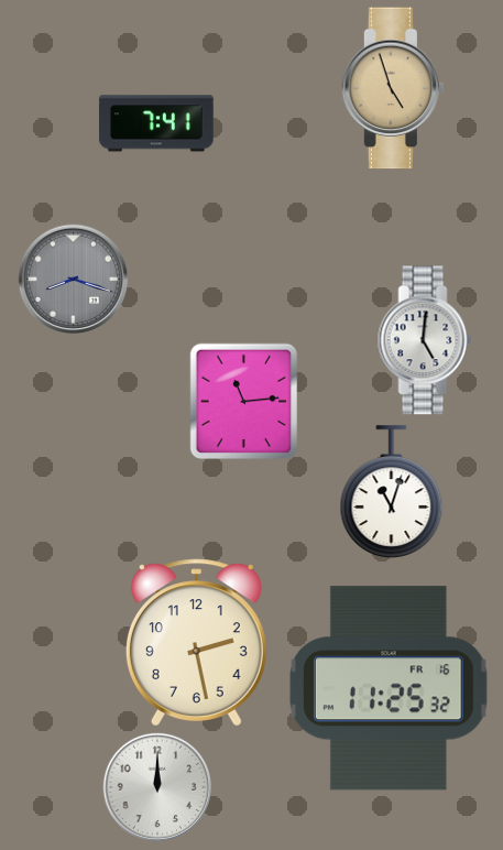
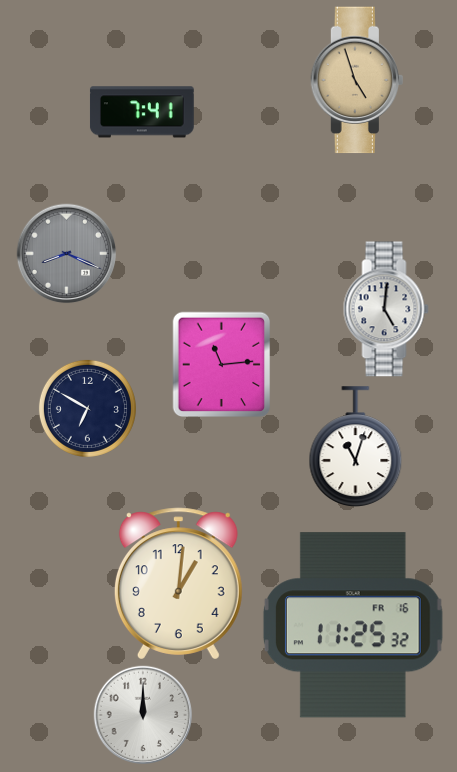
clock at (73, 279): 8:18 -> 8:19
clock at (87, 408): none -> 6:50
clock at (196, 643): 2:28 -> 1:01
